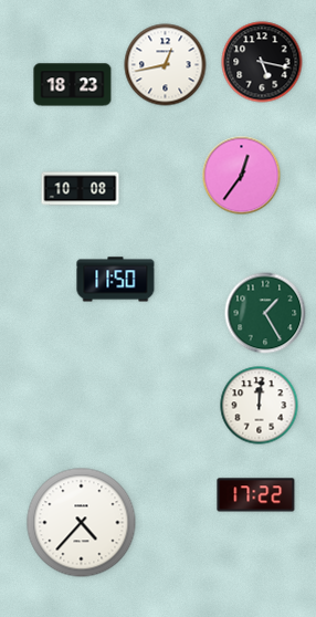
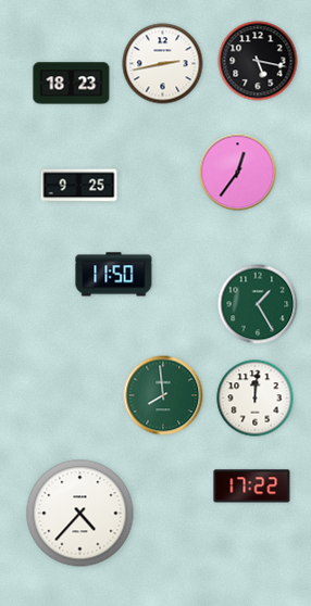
clock at (166, 65): 12:43 -> 2:43
clock at (81, 189): 10:08 -> 9:25
clock at (265, 313) position: (265, 313) -> (258, 304)
clock at (163, 395): none -> 7:59
